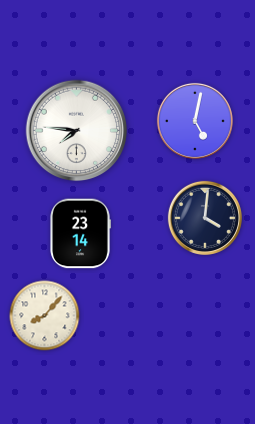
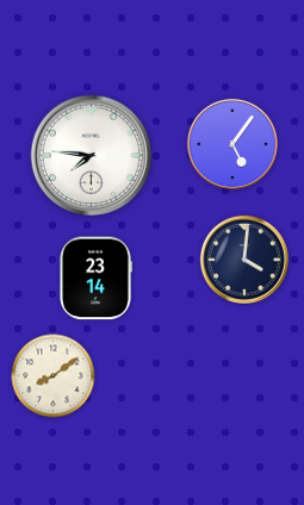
clock at (195, 121): 5:02 -> 5:06
clock at (45, 316): 8:07 -> 8:09
